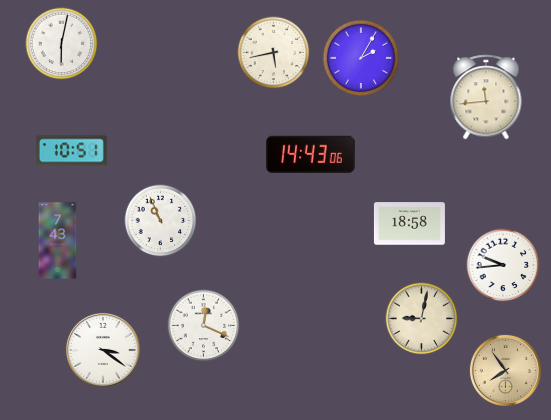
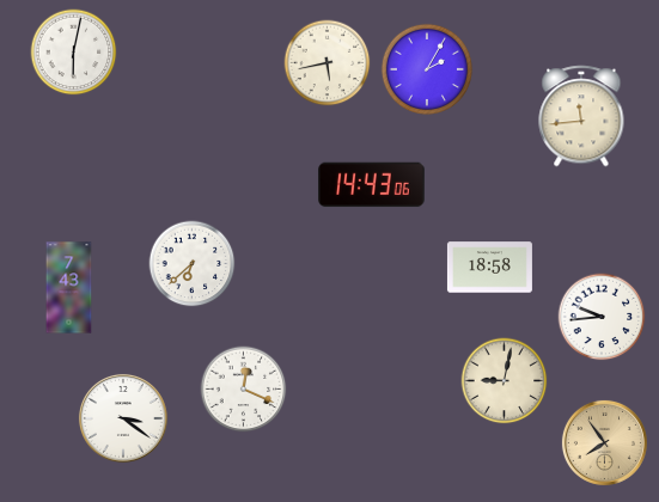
clock at (361, 58) position: (361, 58) -> (427, 69)
clock at (71, 151): 10:51 -> none
clock at (161, 221): 10:56 -> 6:38
